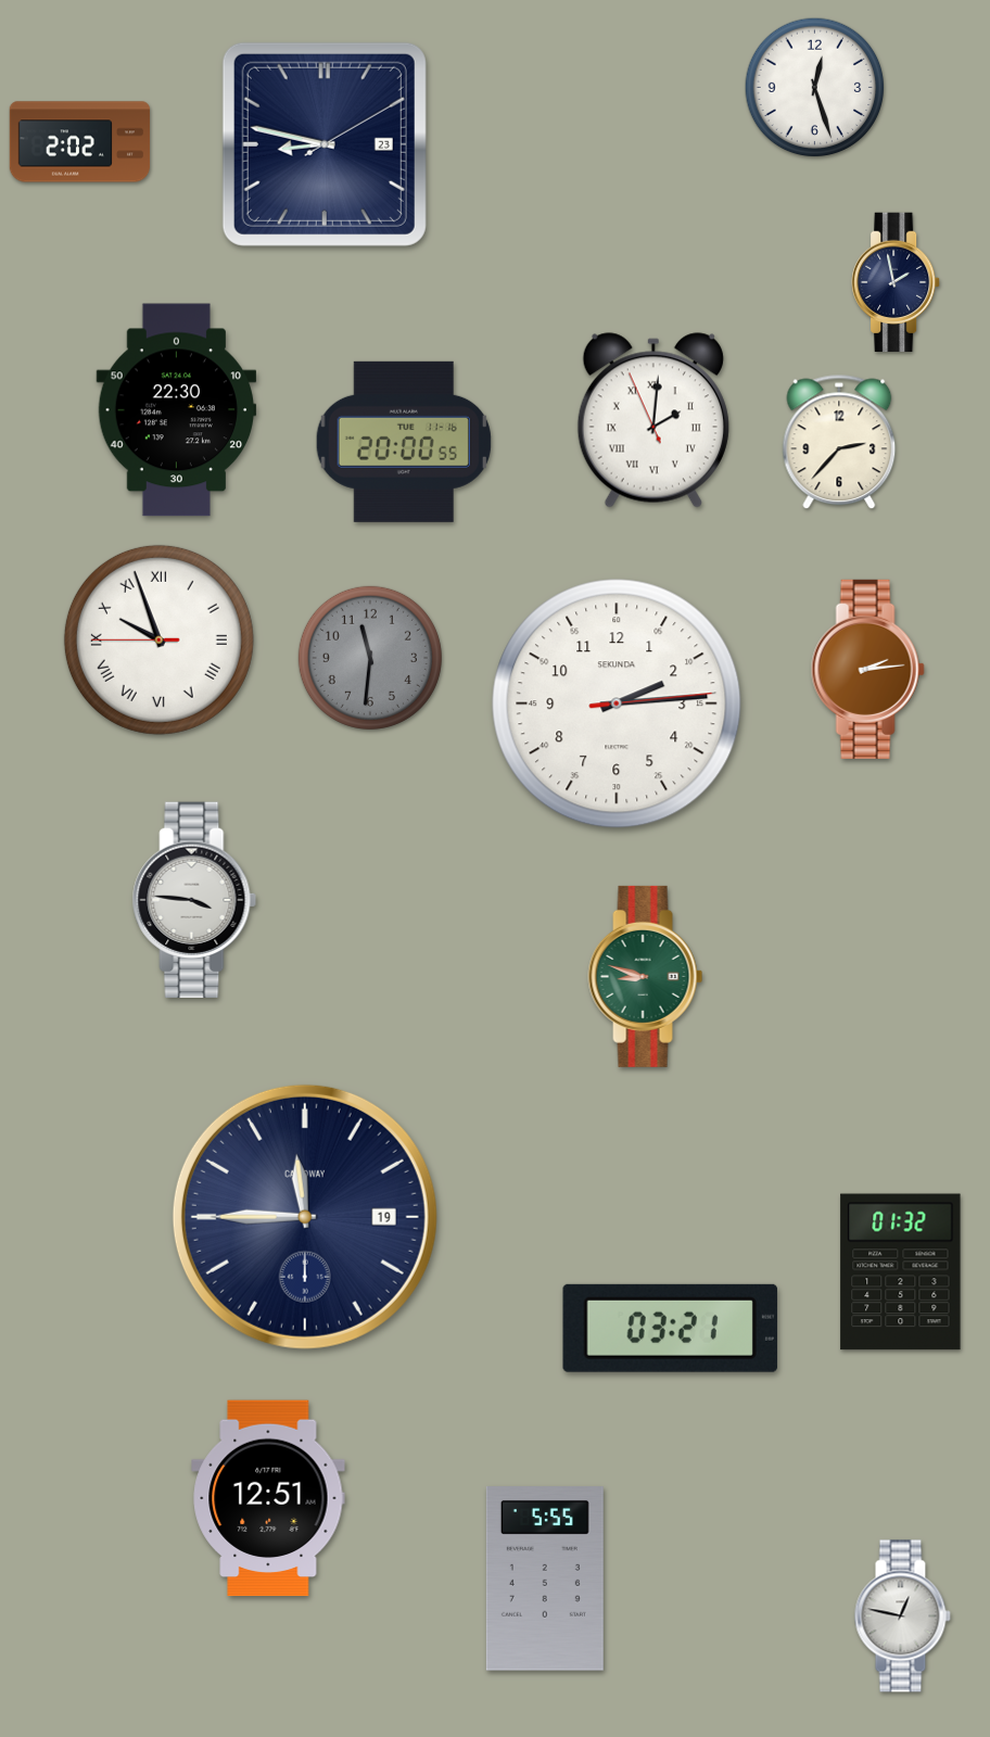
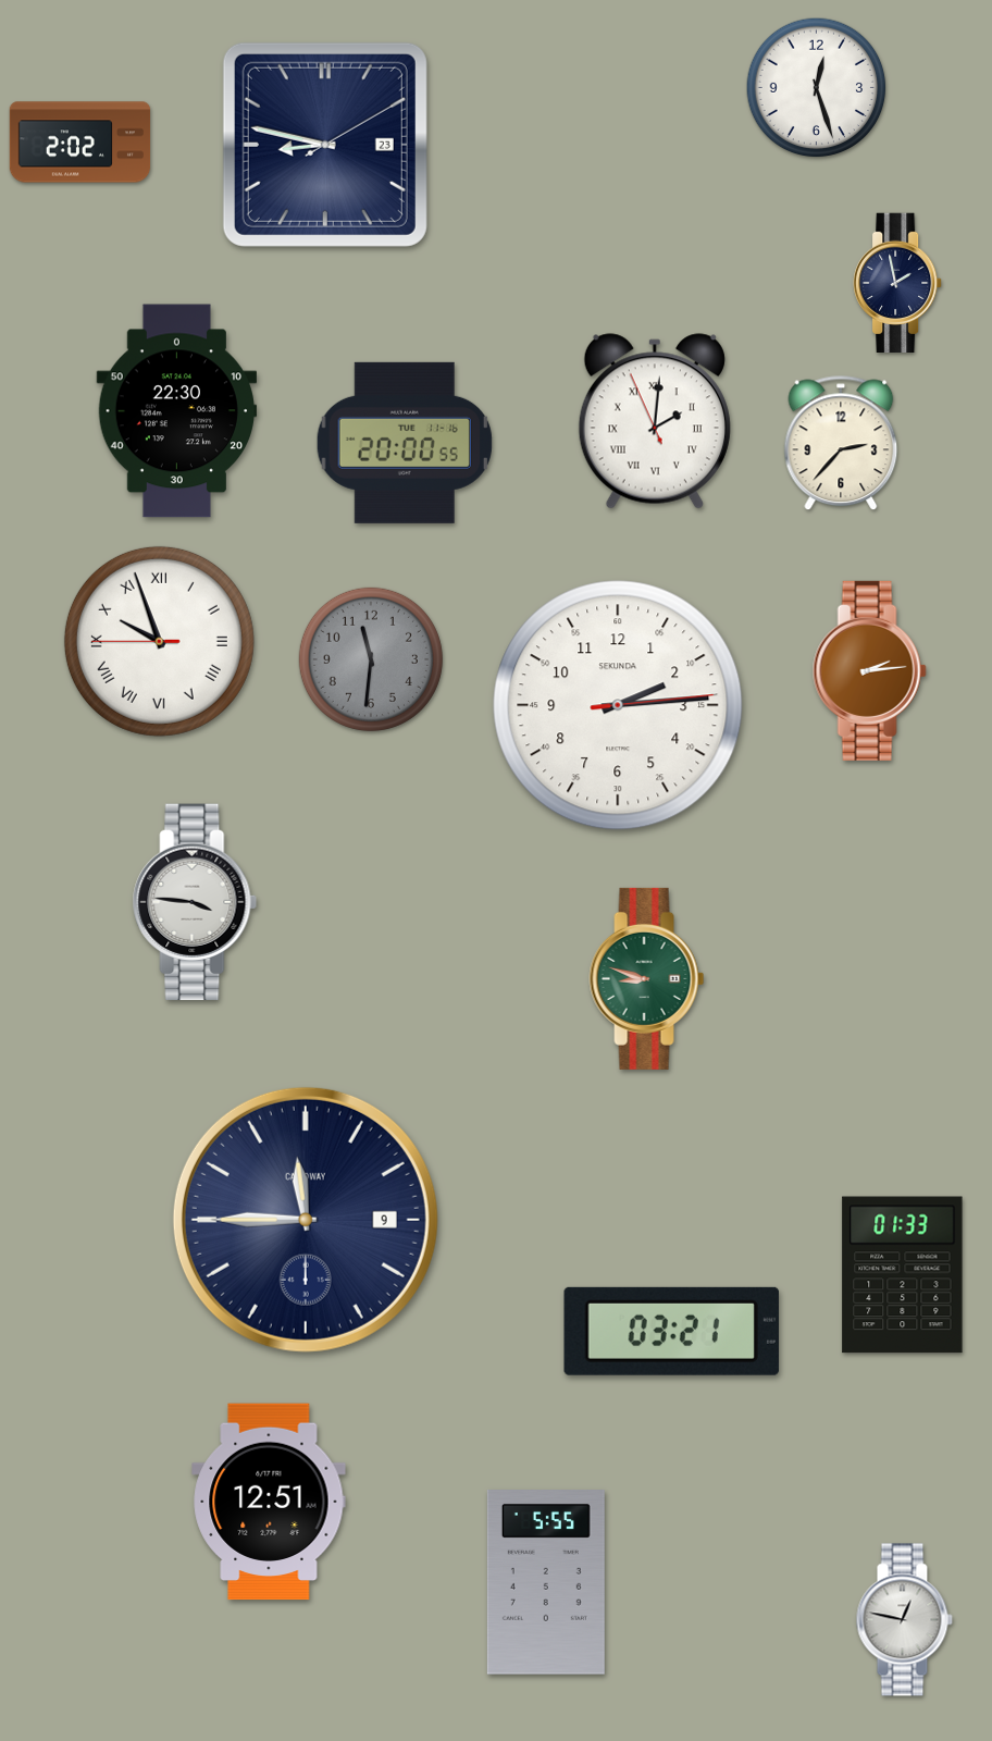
clock at (305, 1217) date: 19 -> 9
clock at (901, 1272): 01:32 -> 01:33
